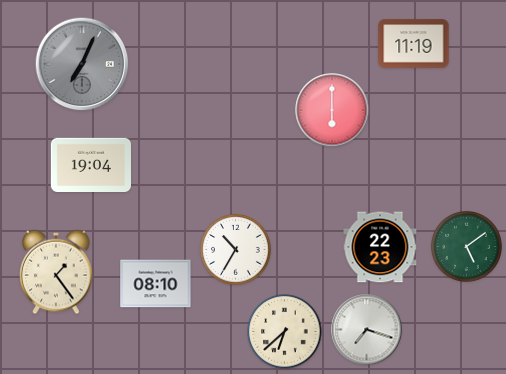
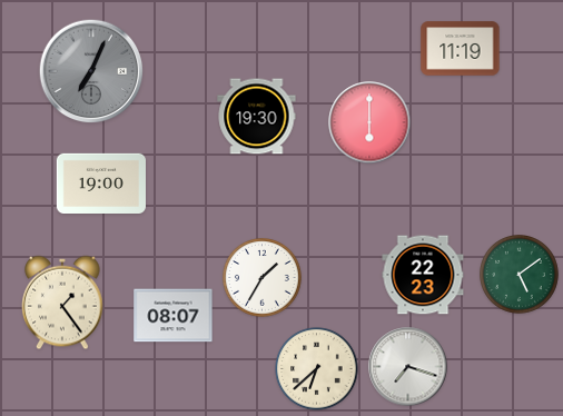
clock at (257, 117): none -> 19:30
clock at (90, 164): 19:04 -> 19:00
clock at (236, 250): 10:35 -> 1:35
clock at (156, 284): 08:10 -> 08:07
